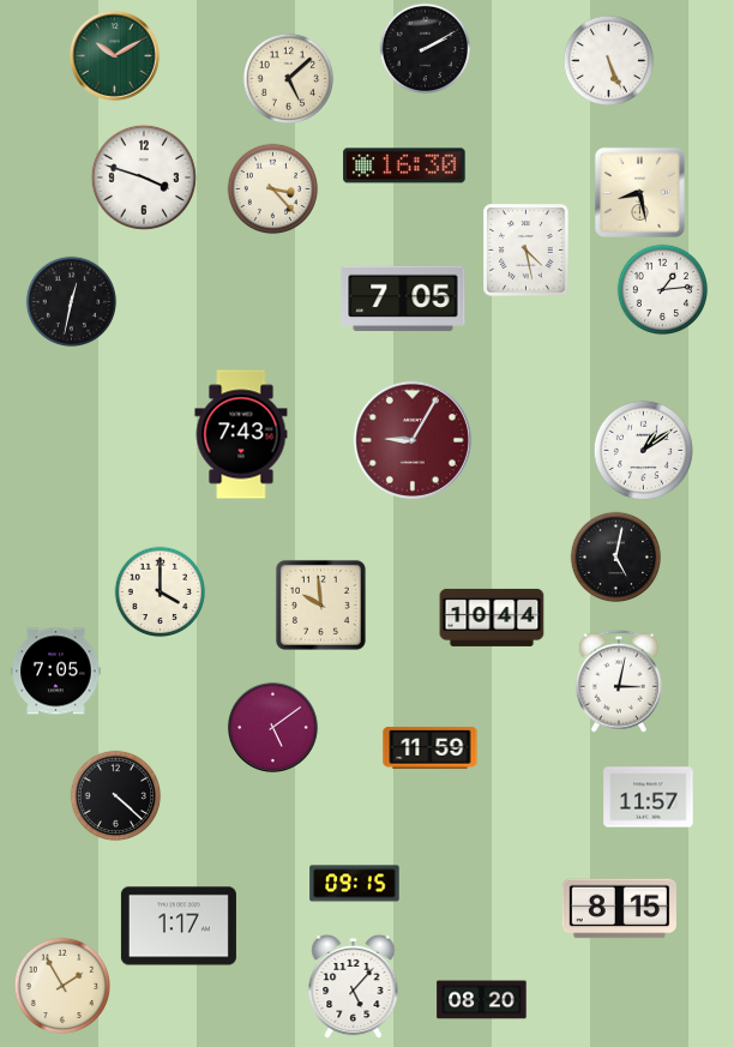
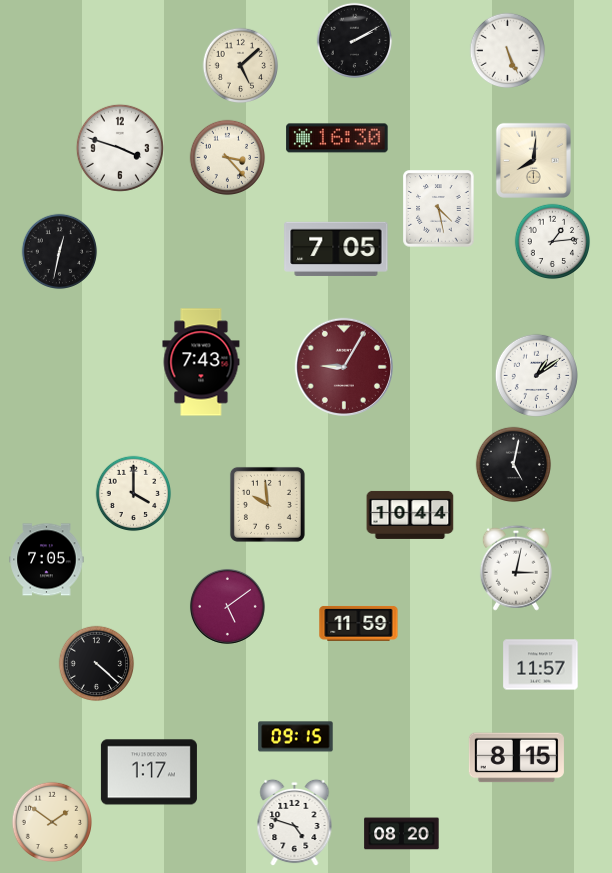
clock at (114, 55): 10:10 -> none
clock at (639, 192): 8:28 -> 8:01
clock at (61, 985): 1:55 -> 1:51
clock at (354, 987): 5:07 -> 4:48
